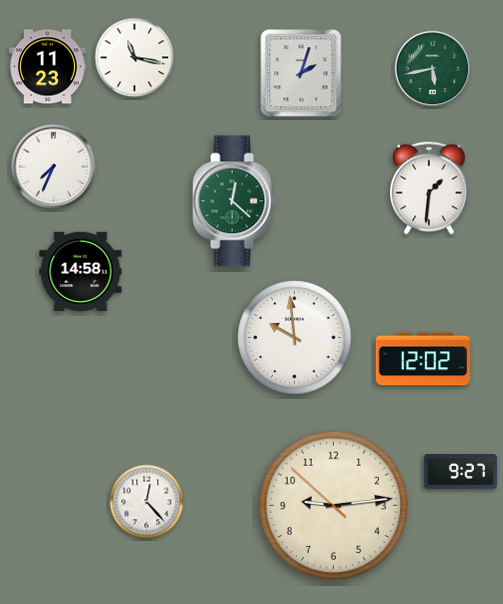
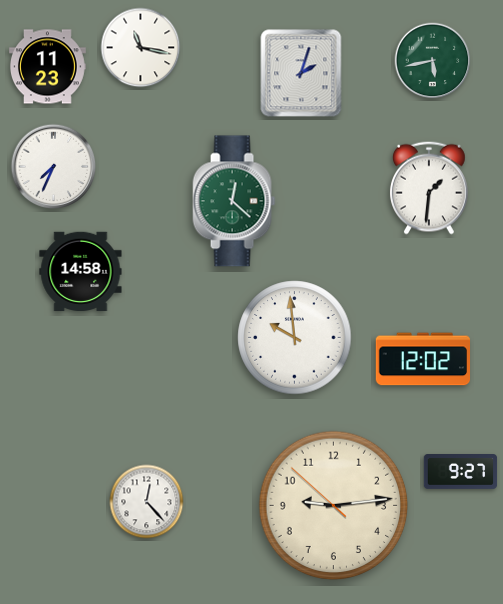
clock at (135, 58) position: (135, 58) -> (141, 48)
clock at (433, 69) position: (433, 69) -> (433, 61)
